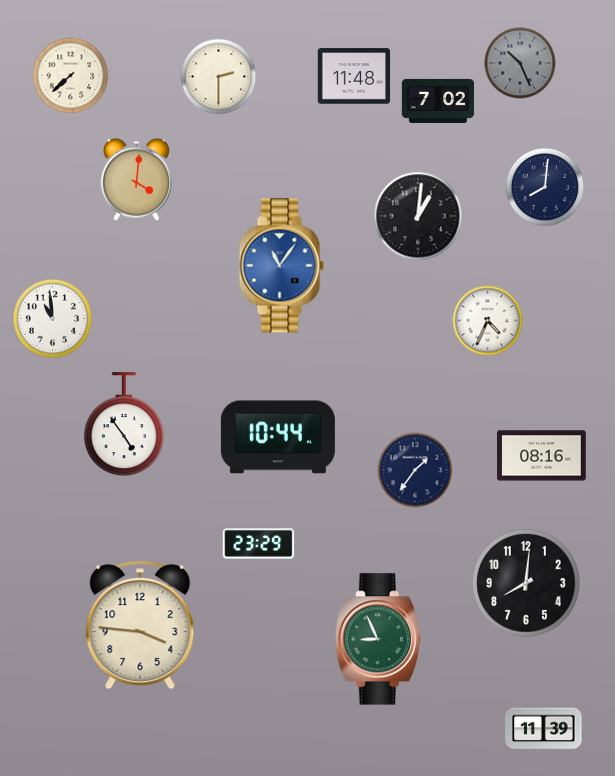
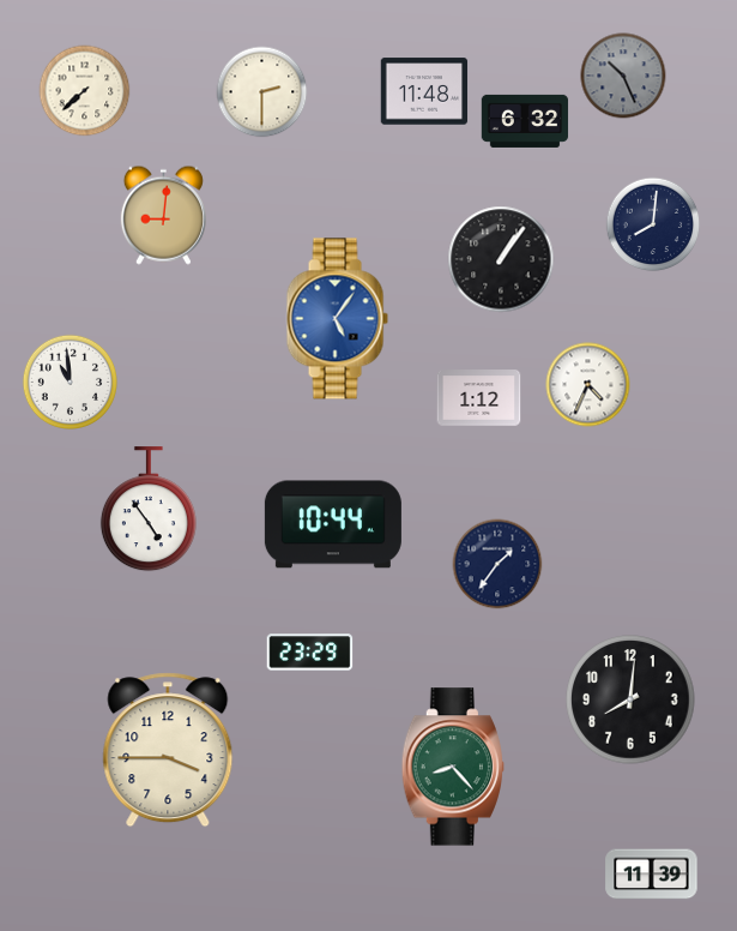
clock at (438, 101): 7:02 -> 6:32
clock at (136, 179): 4:01 -> 9:01
clock at (418, 216): 1:01 -> 1:06
clock at (281, 266): 11:06 -> 5:06
clock at (53, 319) position: (53, 319) -> (71, 383)
clock at (488, 321) position: (488, 321) -> (588, 385)
clock at (479, 398): none -> 1:12
clock at (542, 456): 08:16 -> none
clock at (140, 625): 3:46 -> 3:45
clock at (377, 639): 8:56 -> 8:23
